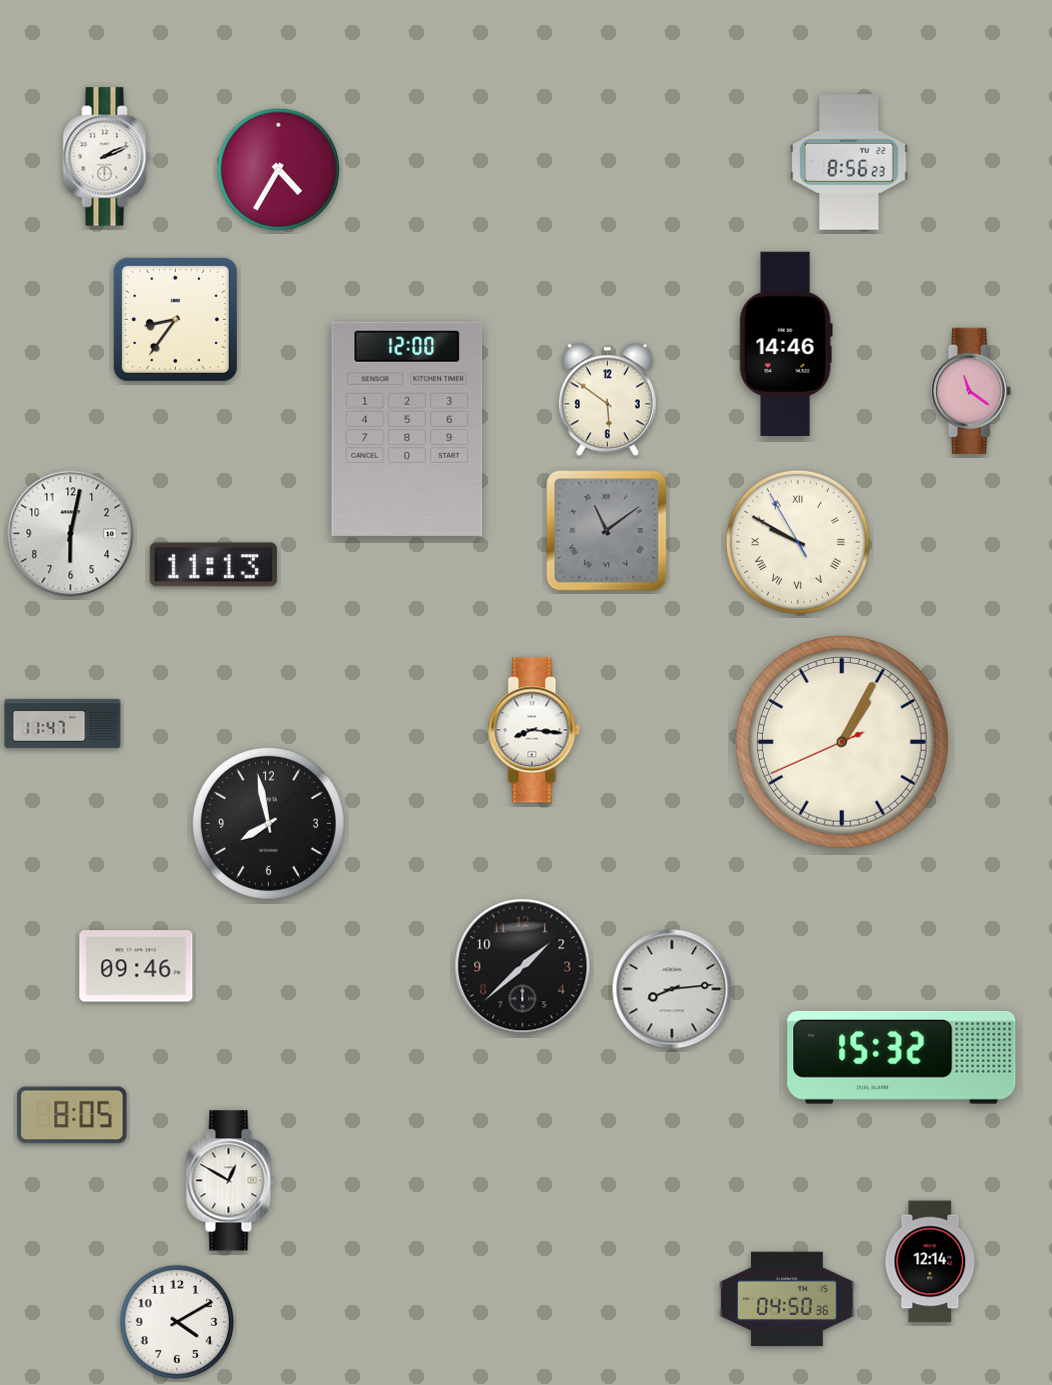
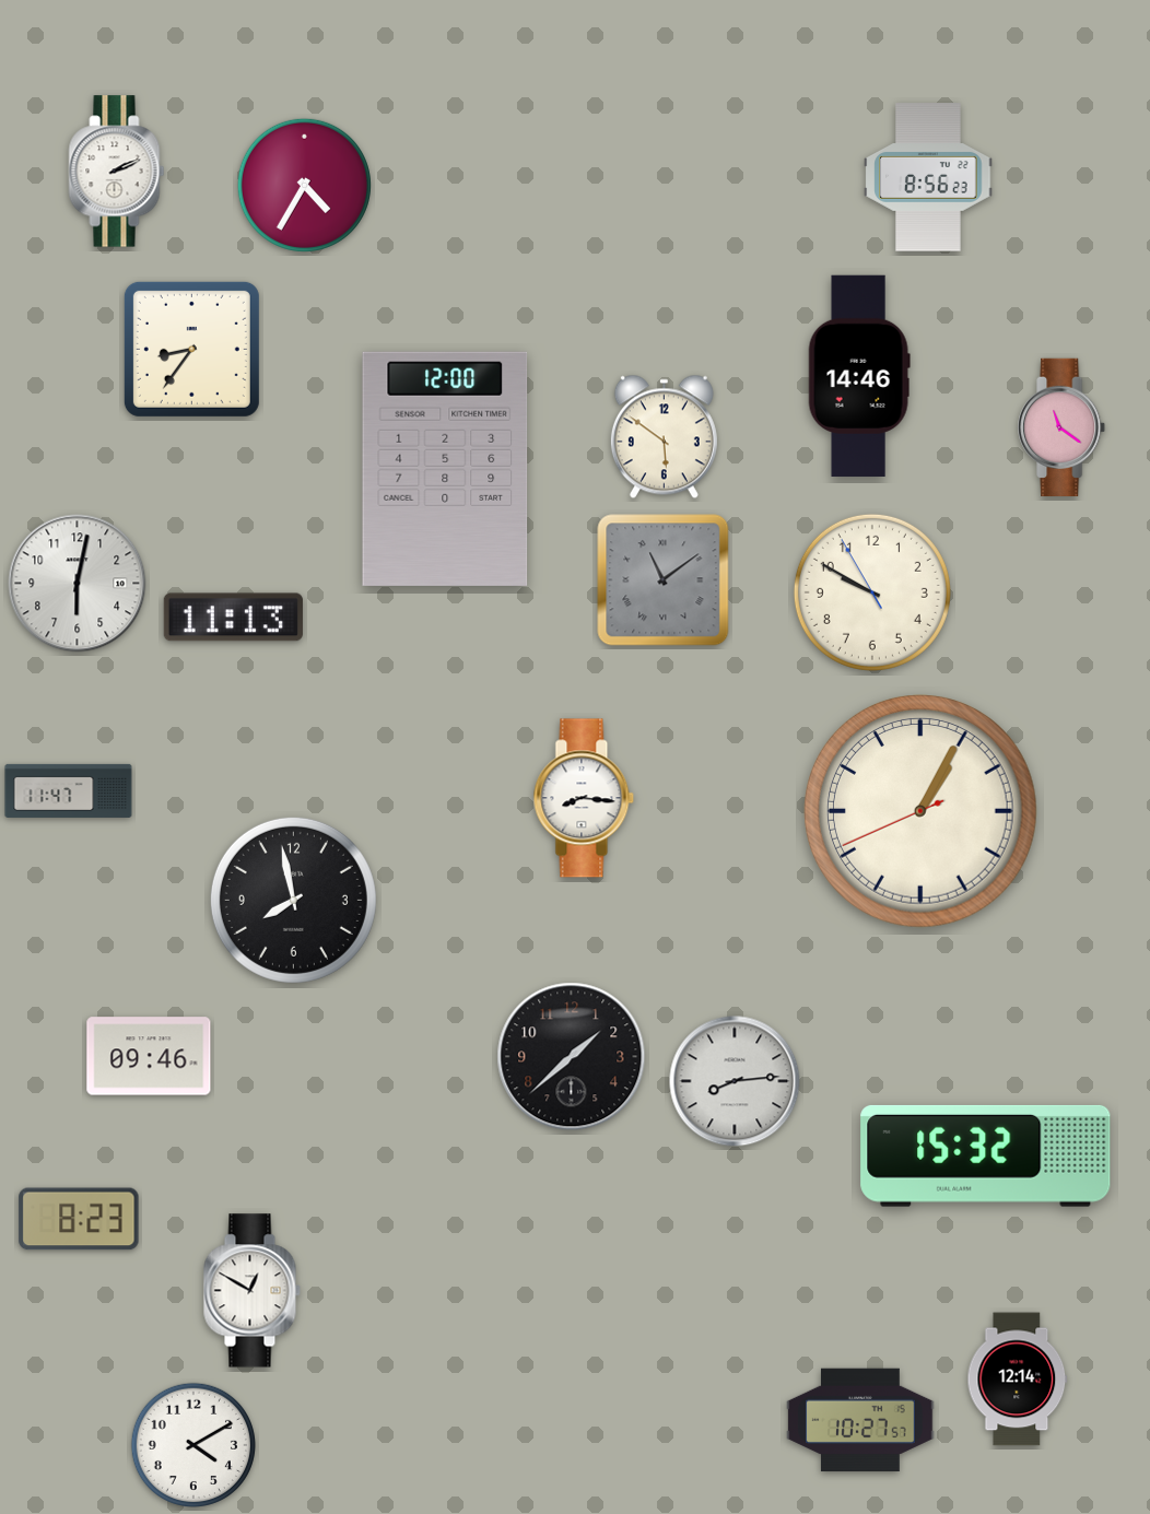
clock at (798, 542) numerals: Roman -> Arabic
clock at (72, 1115): 8:05 -> 8:23
clock at (787, 1299): 04:50 -> 10:27
